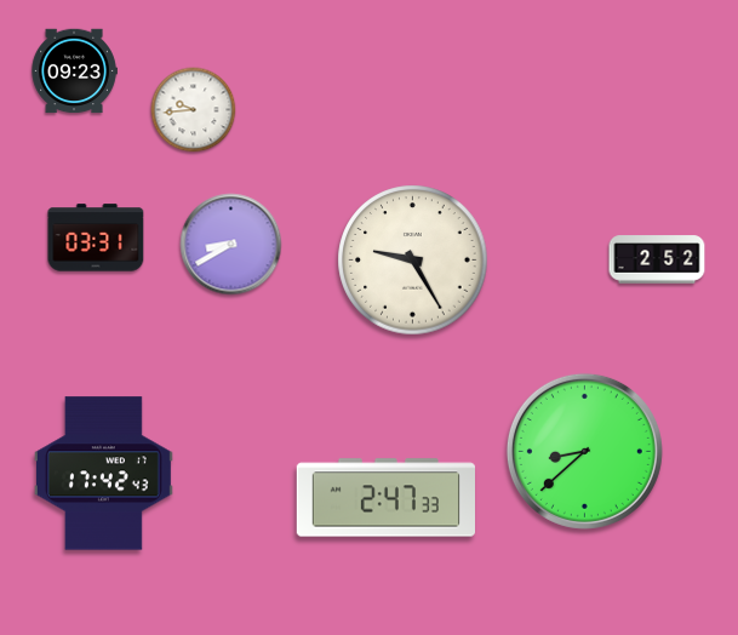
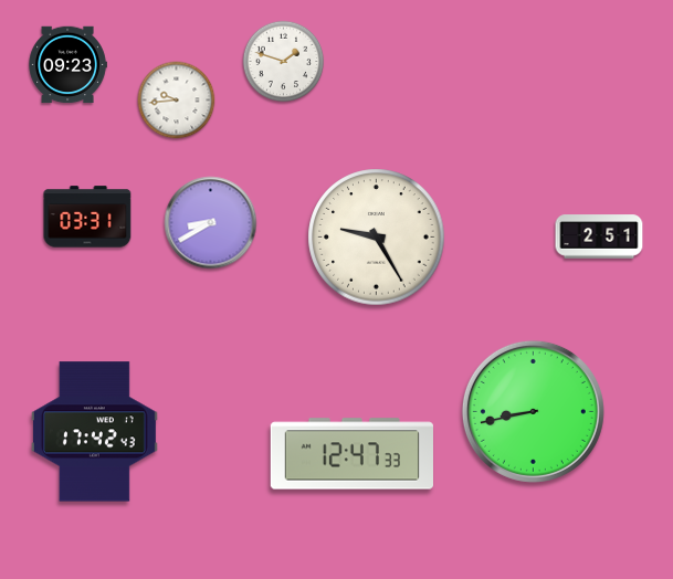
clock at (284, 62): none -> 1:48
clock at (657, 259): 2:52 -> 2:51
clock at (584, 451): 8:38 -> 8:43
clock at (385, 498): 2:47 -> 12:47
